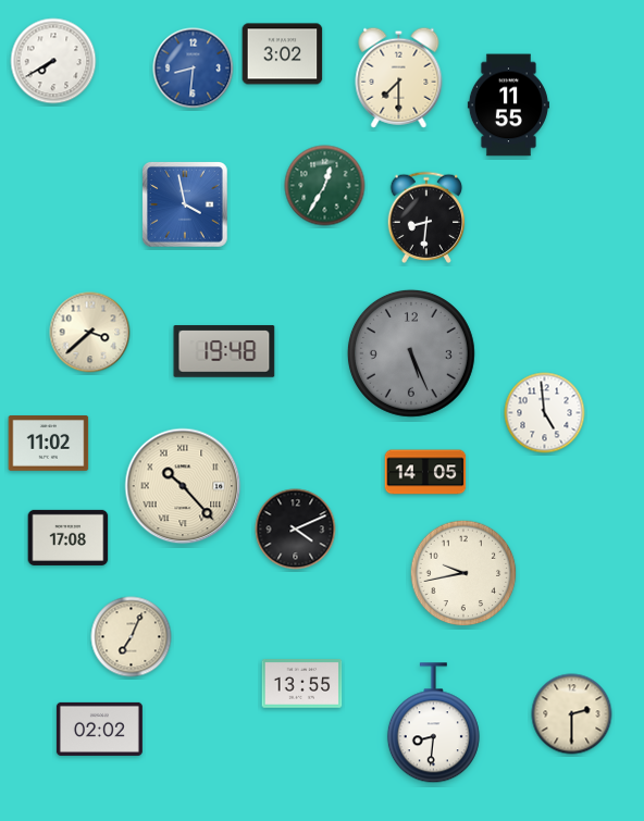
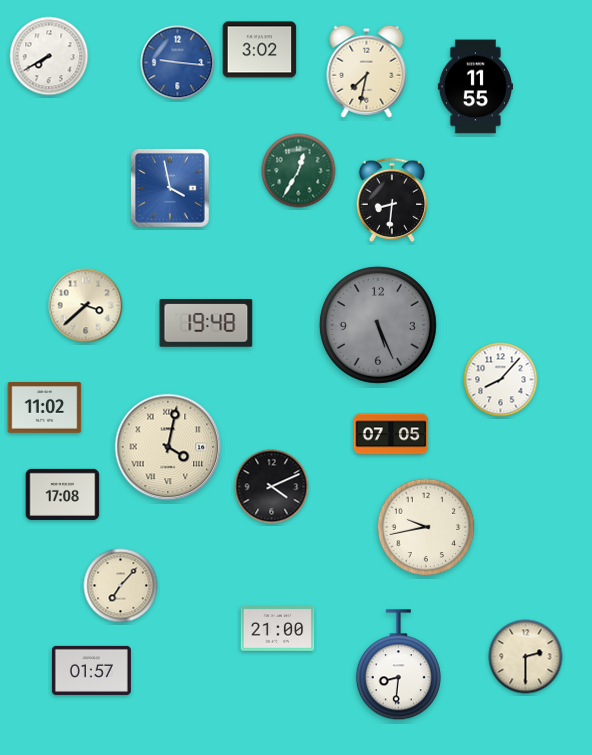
clock at (194, 69): 8:31 -> 9:16
clock at (399, 77): 7:30 -> 7:32
clock at (508, 105) position: (508, 105) -> (475, 87)
clock at (90, 333) position: (90, 333) -> (86, 306)
clock at (545, 413): 4:59 -> 8:07
clock at (425, 472): 14:05 -> 07:05
clock at (183, 486): 10:23 -> 4:02
clock at (132, 637): 7:04 -> 7:07
clock at (302, 684): 13:55 -> 21:00
clock at (99, 729): 02:02 -> 01:57
